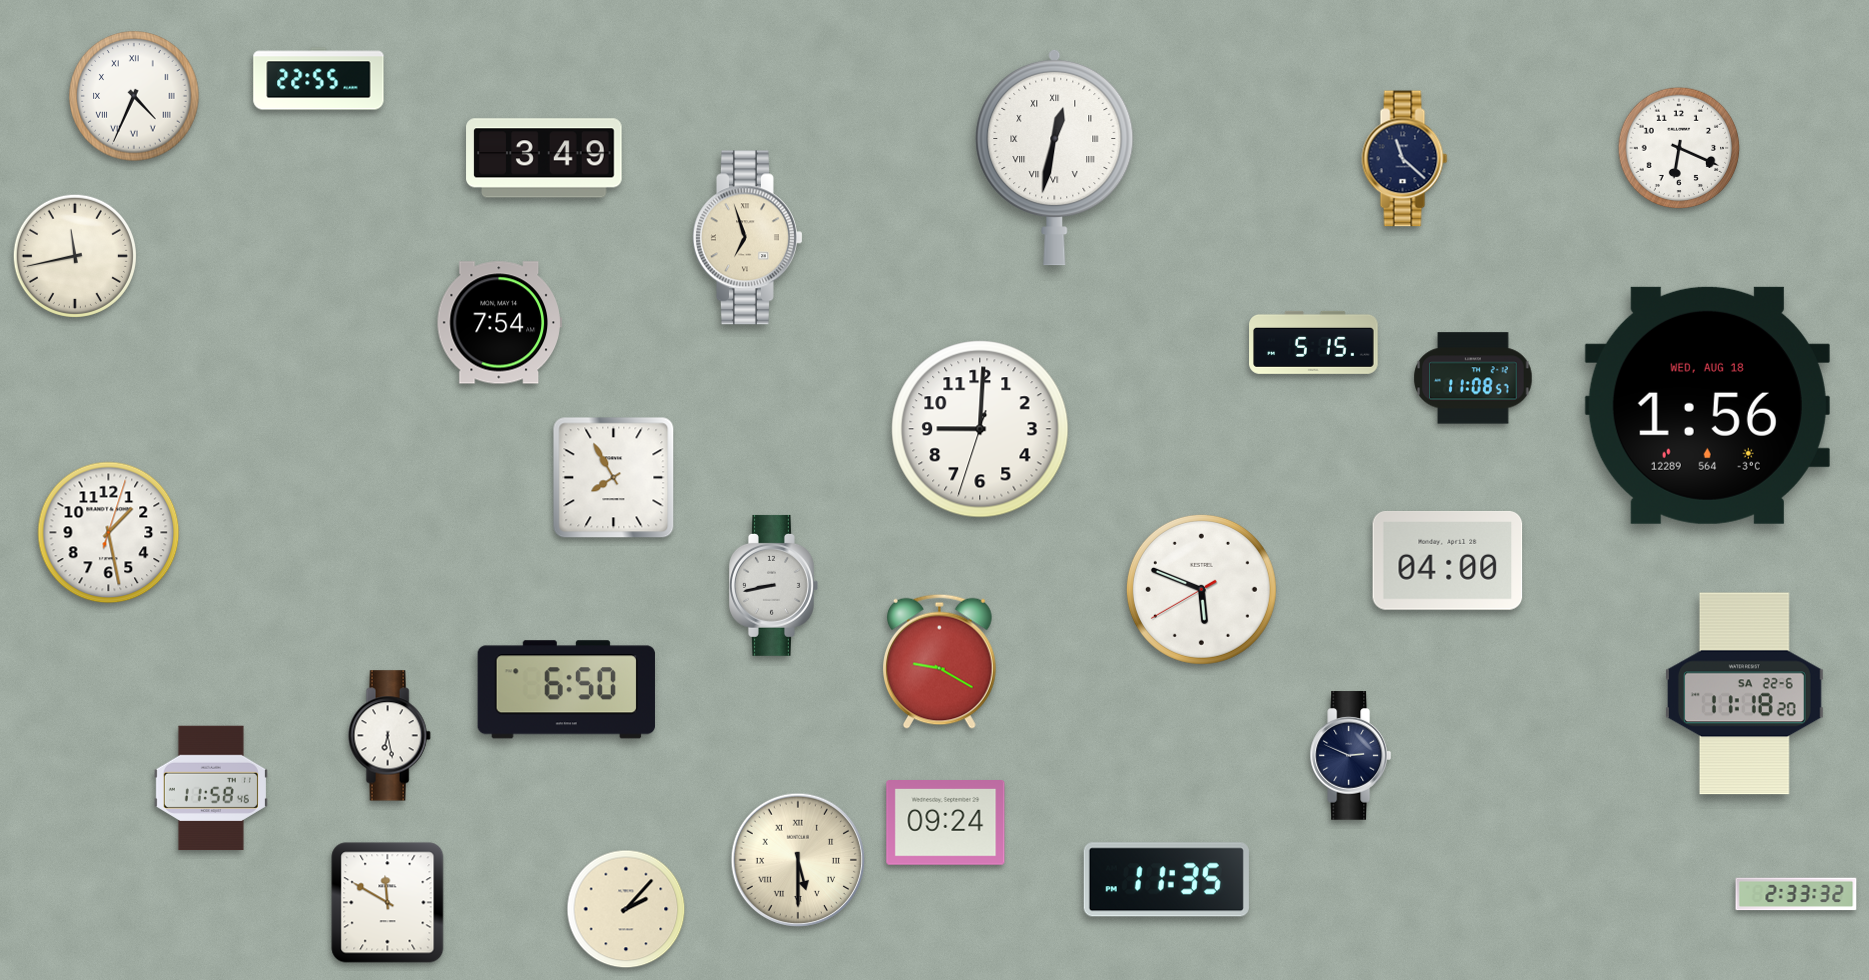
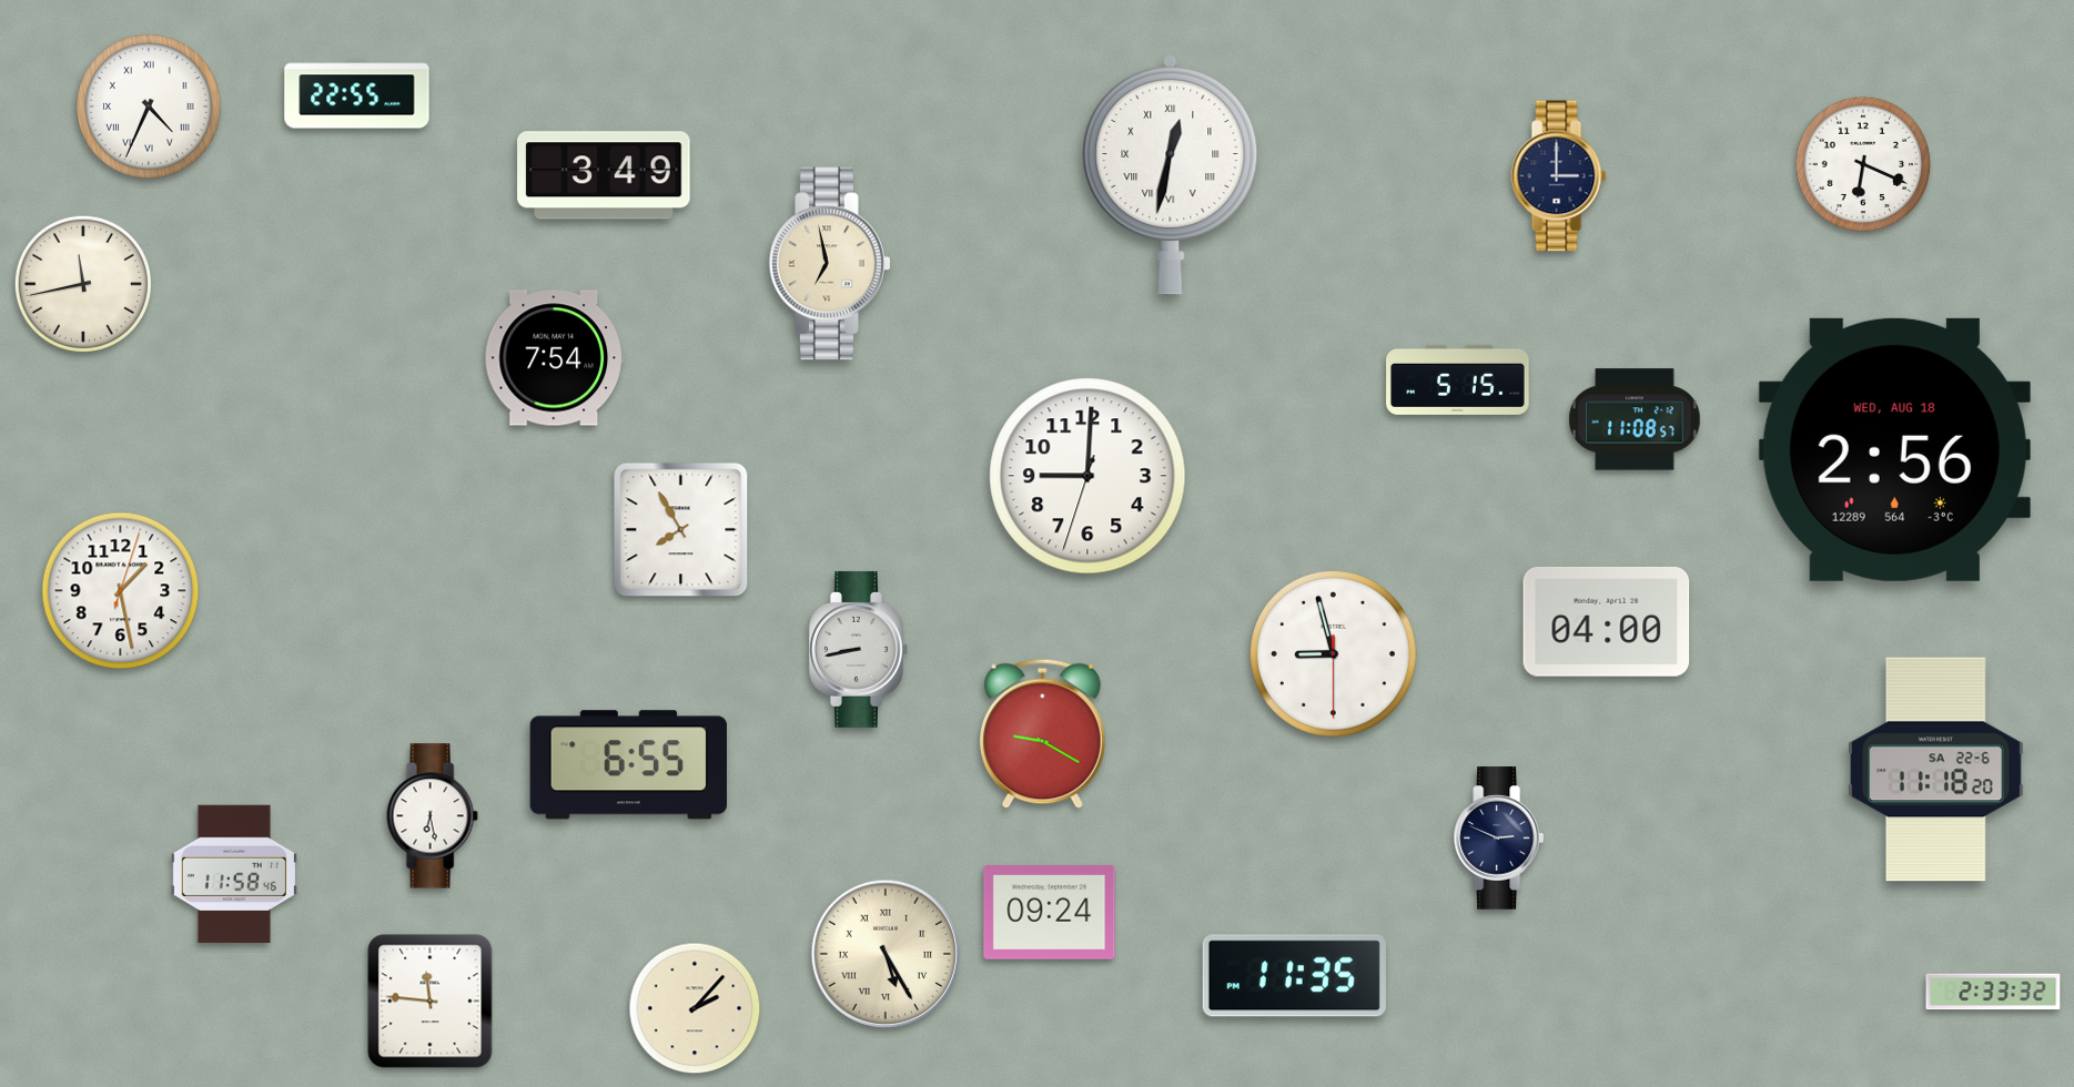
clock at (319, 79) position: (319, 79) -> (357, 94)
clock at (1405, 159): 11:22 -> 3:00
clock at (748, 238): 6:57 -> 6:58
clock at (1707, 405): 1:56 -> 2:56
clock at (1201, 589): 5:48 -> 8:57
clock at (566, 690): 6:50 -> 6:55
clock at (797, 859): 5:30 -> 5:25
clock at (388, 903): 11:50 -> 11:46
